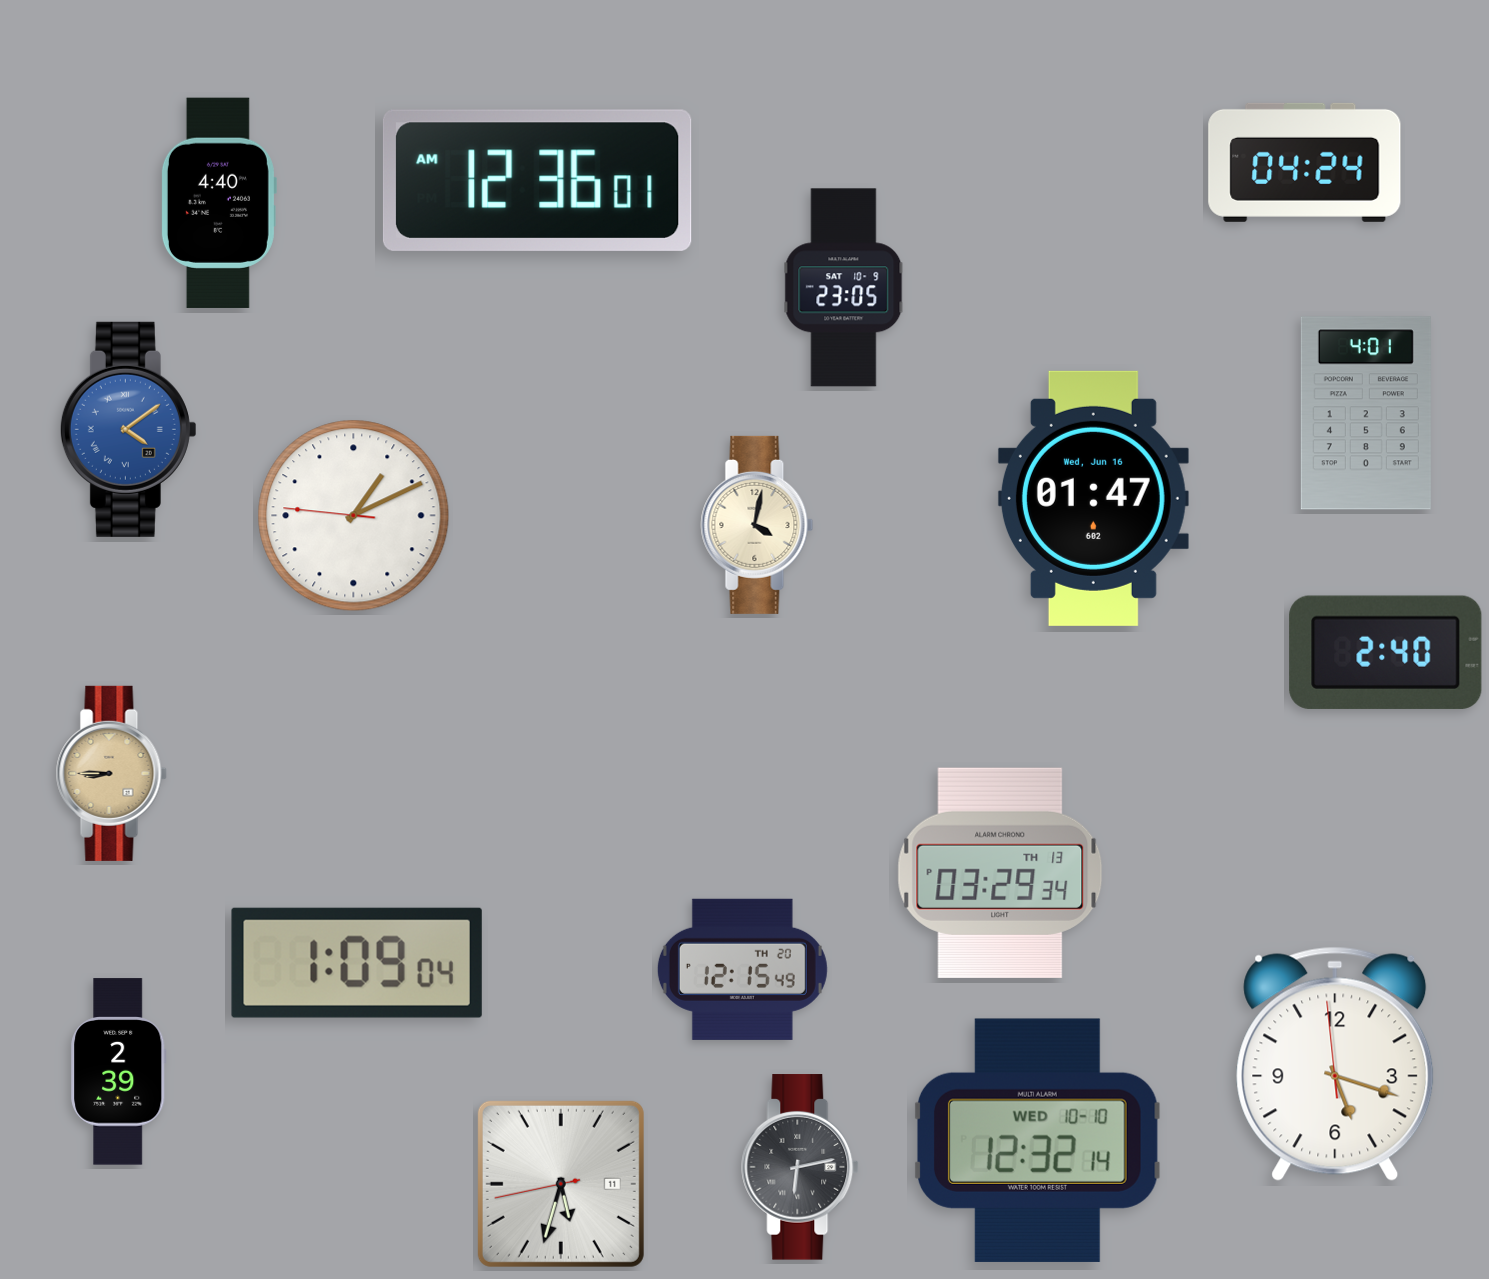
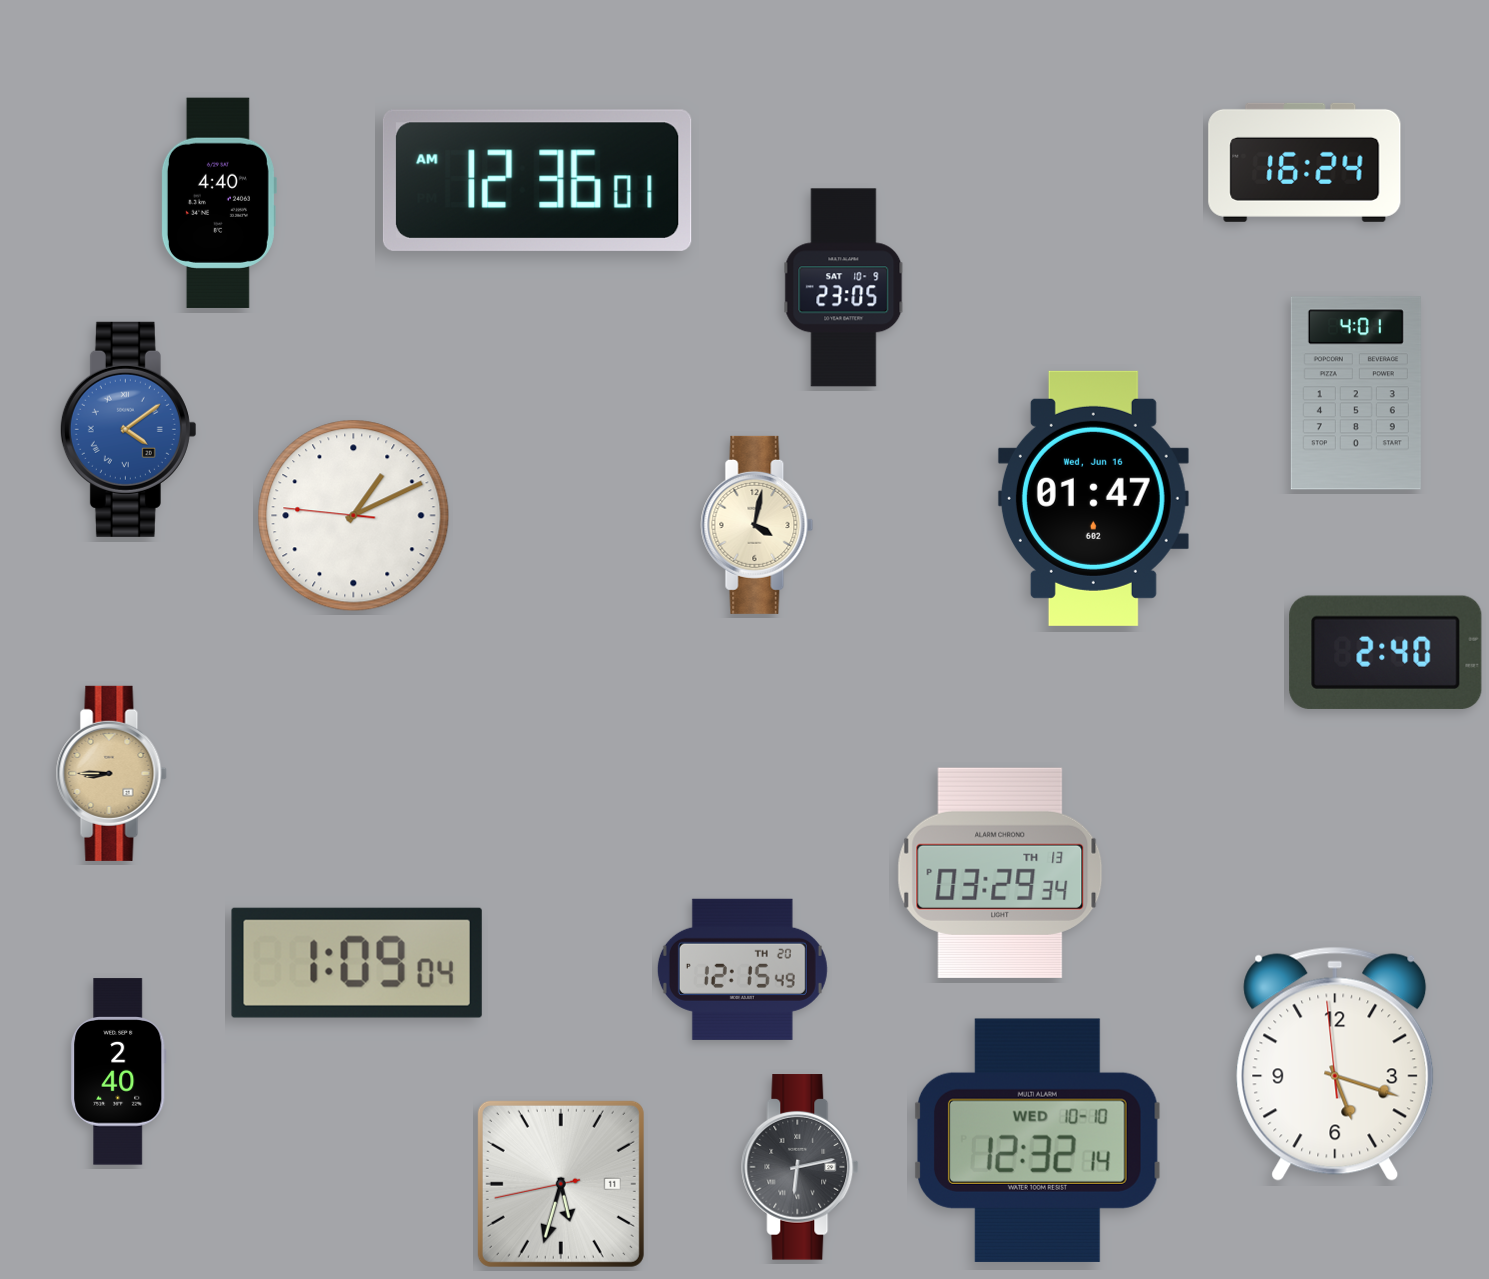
clock at (1305, 162): 04:24 -> 16:24
clock at (1366, 413) position: (1366, 413) -> (1356, 393)
clock at (119, 1072): 2:39 -> 2:40
